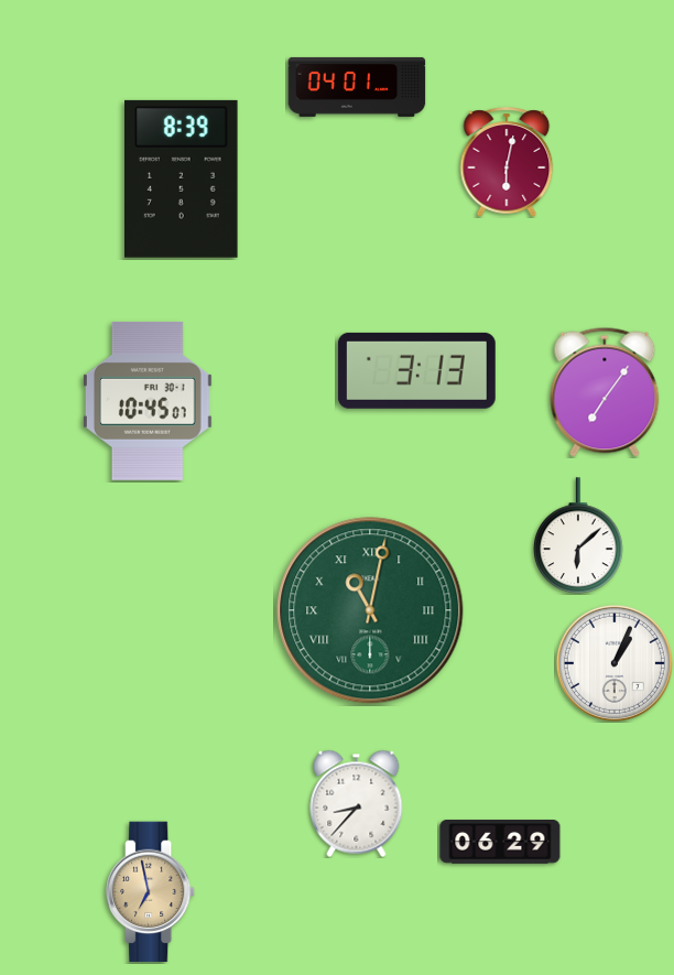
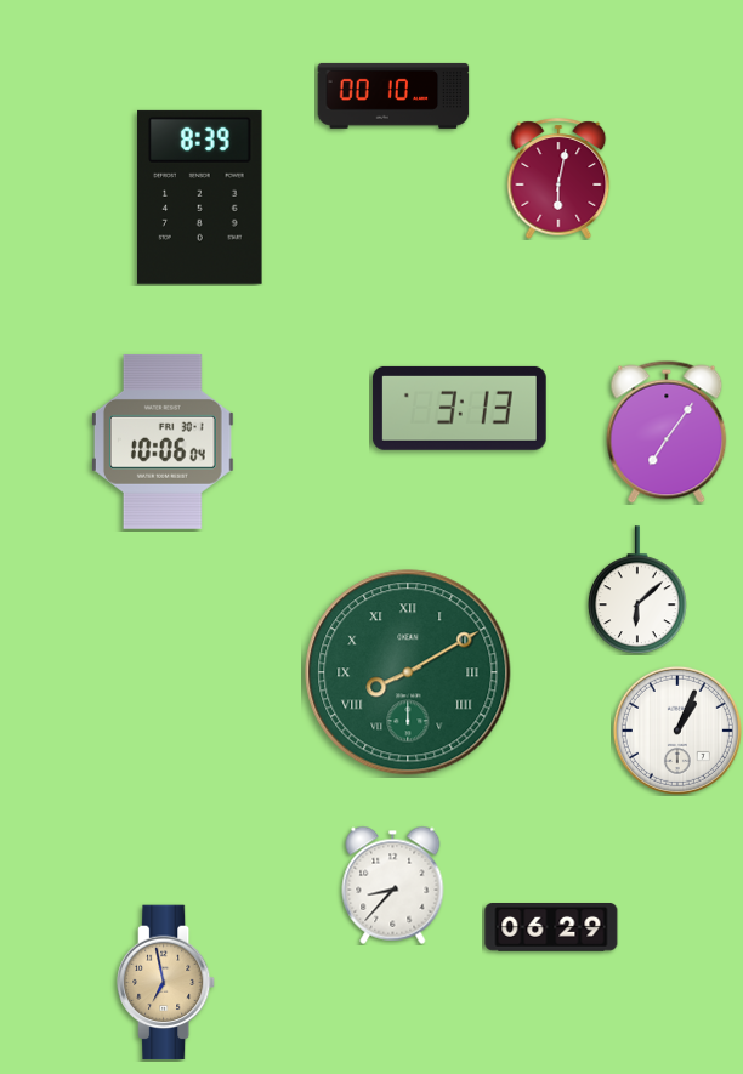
clock at (357, 87): 04:01 -> 00:10
clock at (148, 401): 10:45 -> 10:06
clock at (370, 610): 11:02 -> 8:10
